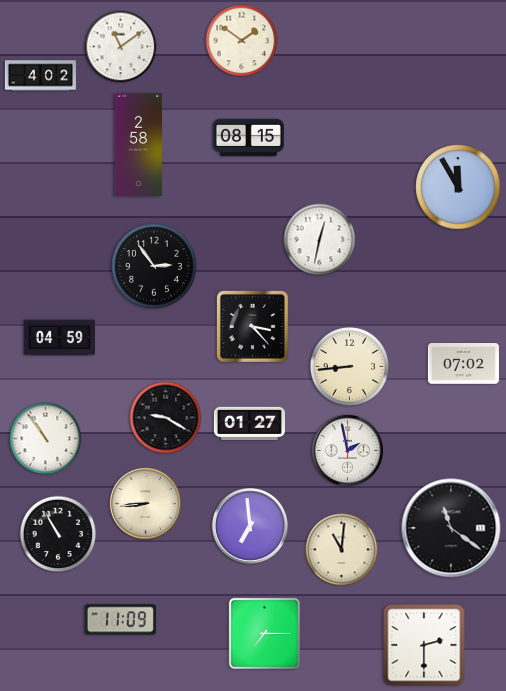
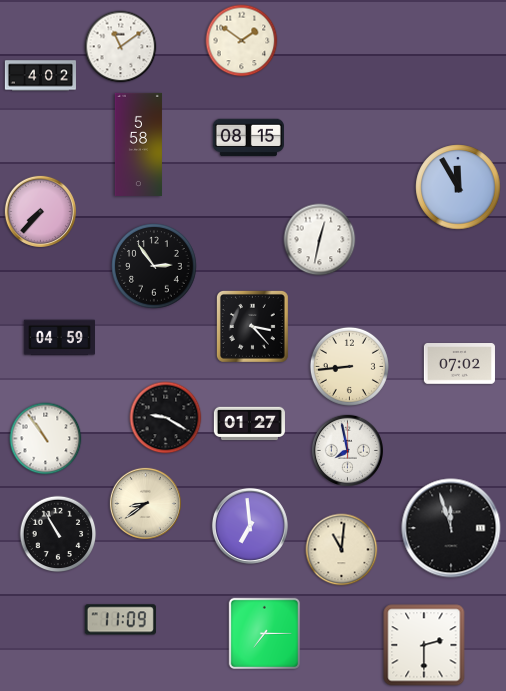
clock at (138, 144): 2:58 -> 5:58
clock at (40, 211): none -> 7:37
clock at (463, 364) position: (463, 364) -> (459, 364)
clock at (347, 450): 1:58 -> 7:58
clock at (145, 503): 8:44 -> 8:39
clock at (451, 528): 11:21 -> 11:57
